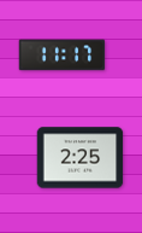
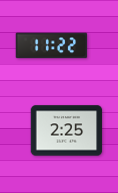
clock at (63, 56): 11:17 -> 11:22
